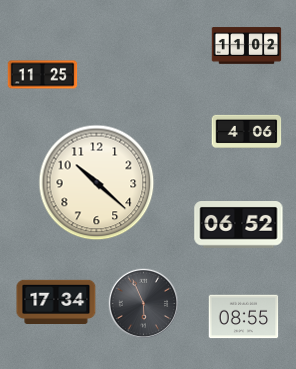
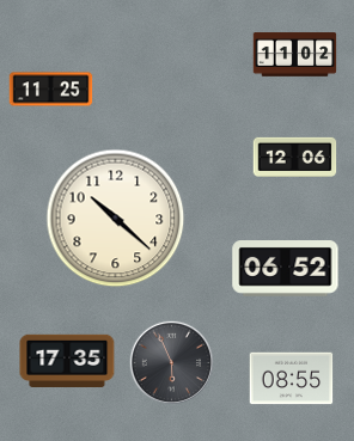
clock at (247, 131): 4:06 -> 12:06
clock at (56, 301): 17:34 -> 17:35
